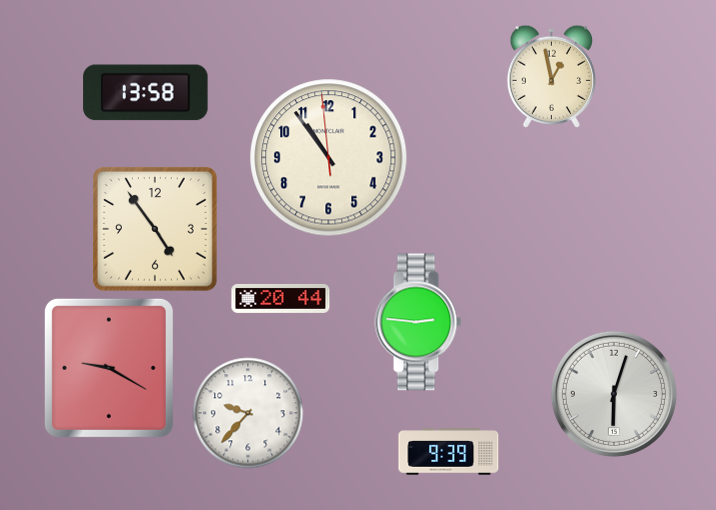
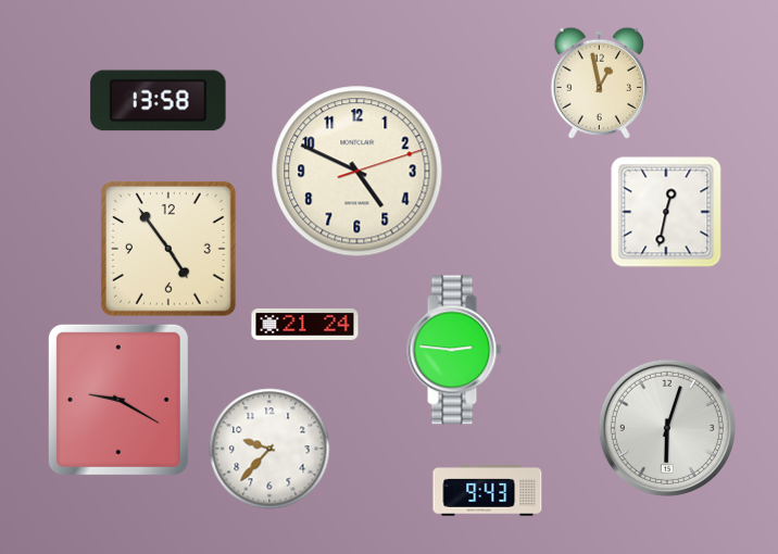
clock at (329, 158): 10:53 -> 4:49
clock at (666, 212): none -> 12:32
clock at (281, 298): 20:44 -> 21:24
clock at (449, 452): 9:39 -> 9:43
